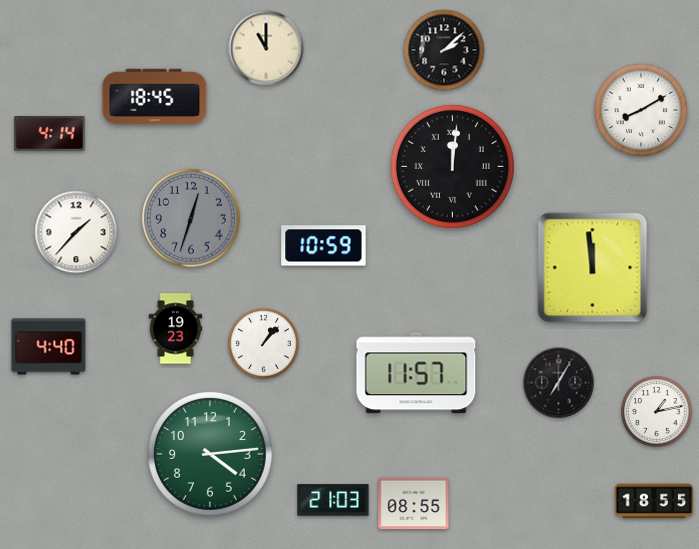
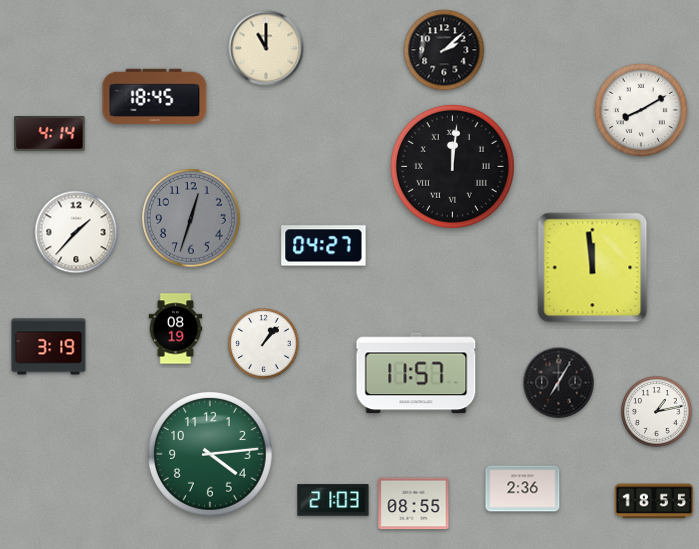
clock at (324, 246): 10:59 -> 04:27
clock at (176, 329): 19:23 -> 08:19
clock at (49, 347): 4:40 -> 3:19
clock at (523, 489): none -> 2:36
